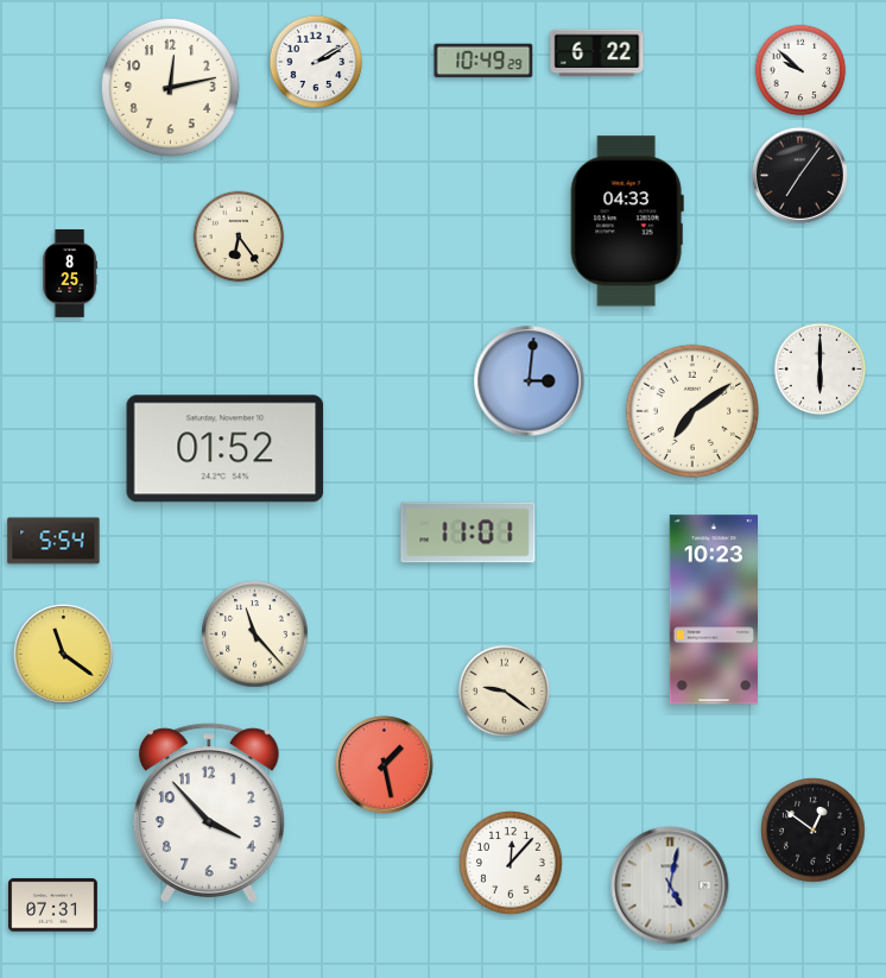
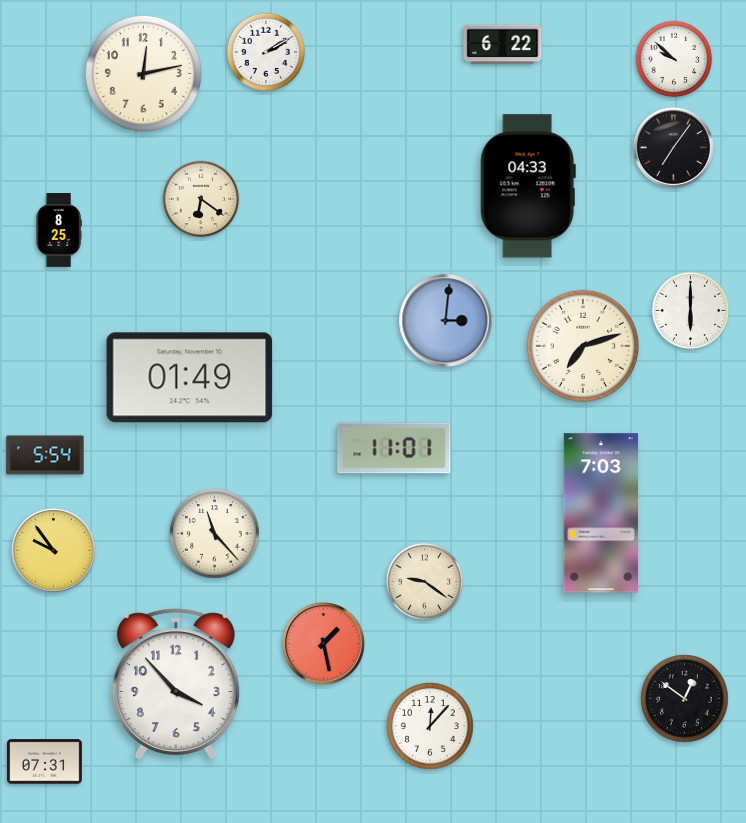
clock at (483, 61): 10:49 -> none
clock at (239, 236): 6:24 -> 6:21
clock at (692, 411): 7:09 -> 7:12
clock at (226, 449): 01:52 -> 01:49
clock at (713, 610): 10:23 -> 7:03
clock at (64, 655): 11:21 -> 9:54
clock at (670, 885): 5:02 -> none
